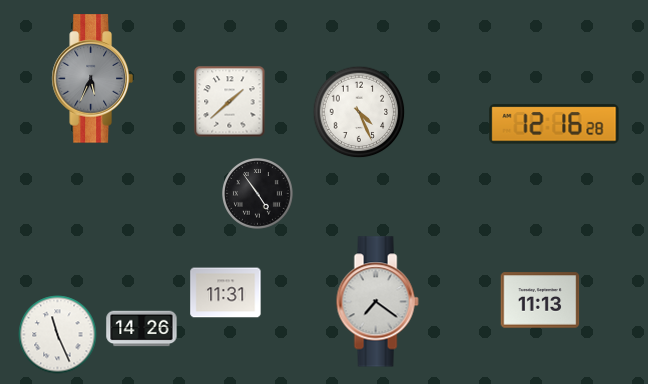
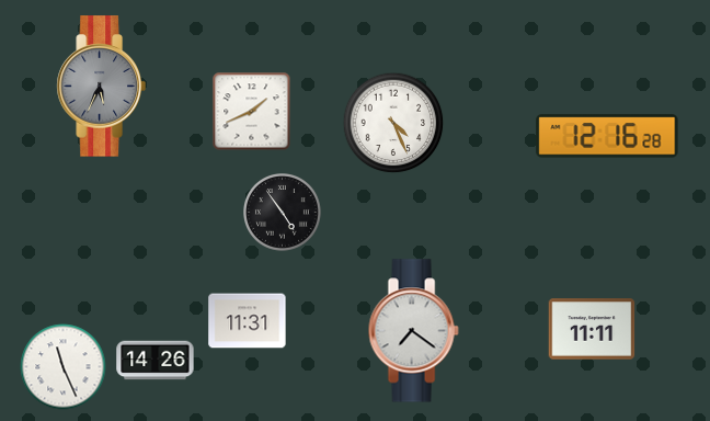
clock at (230, 102): 1:38 -> 1:41
clock at (540, 300): 11:13 -> 11:11
